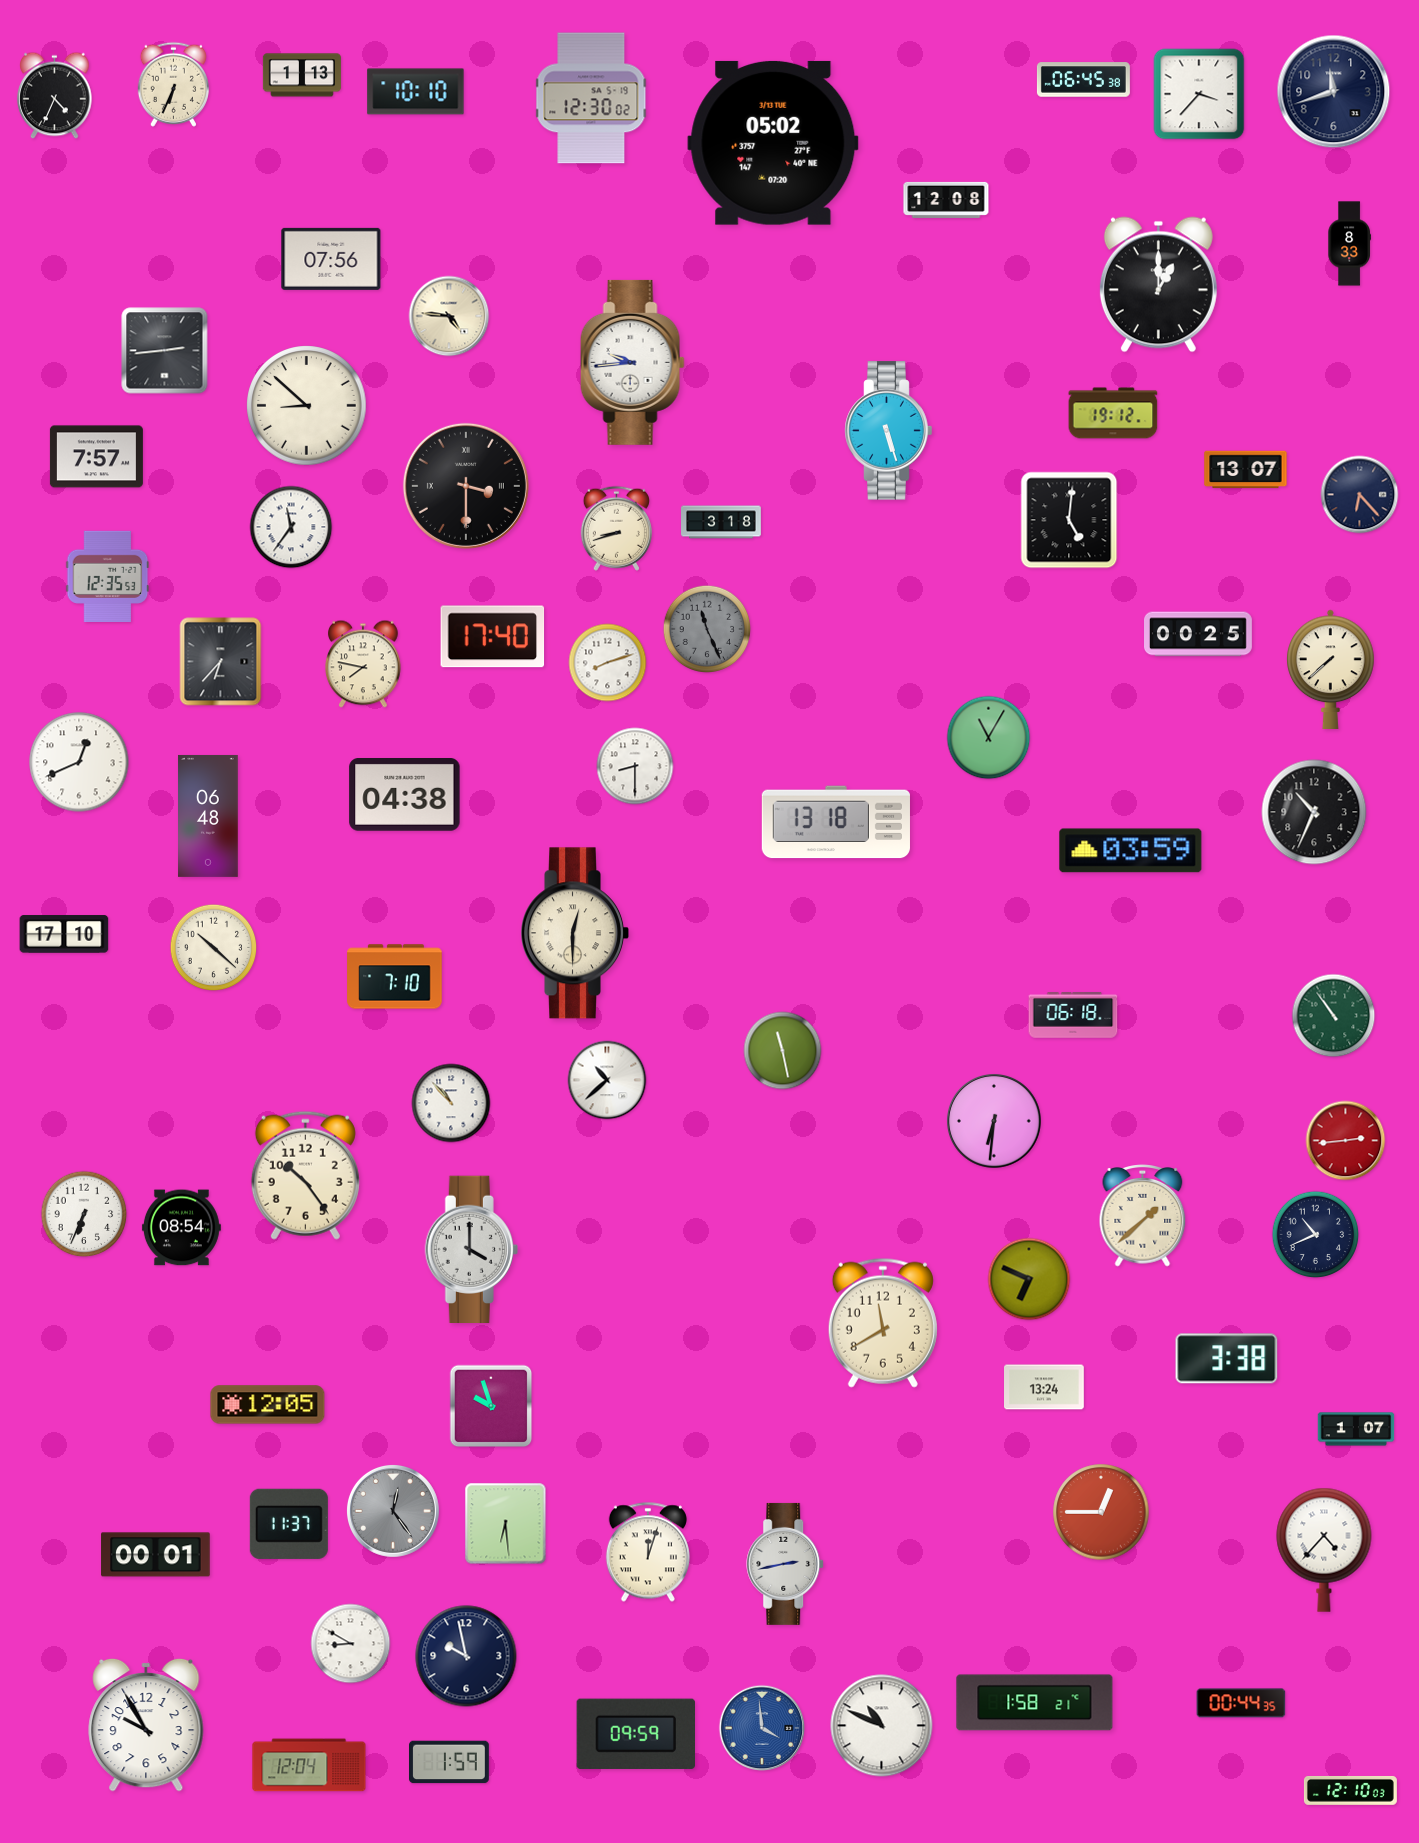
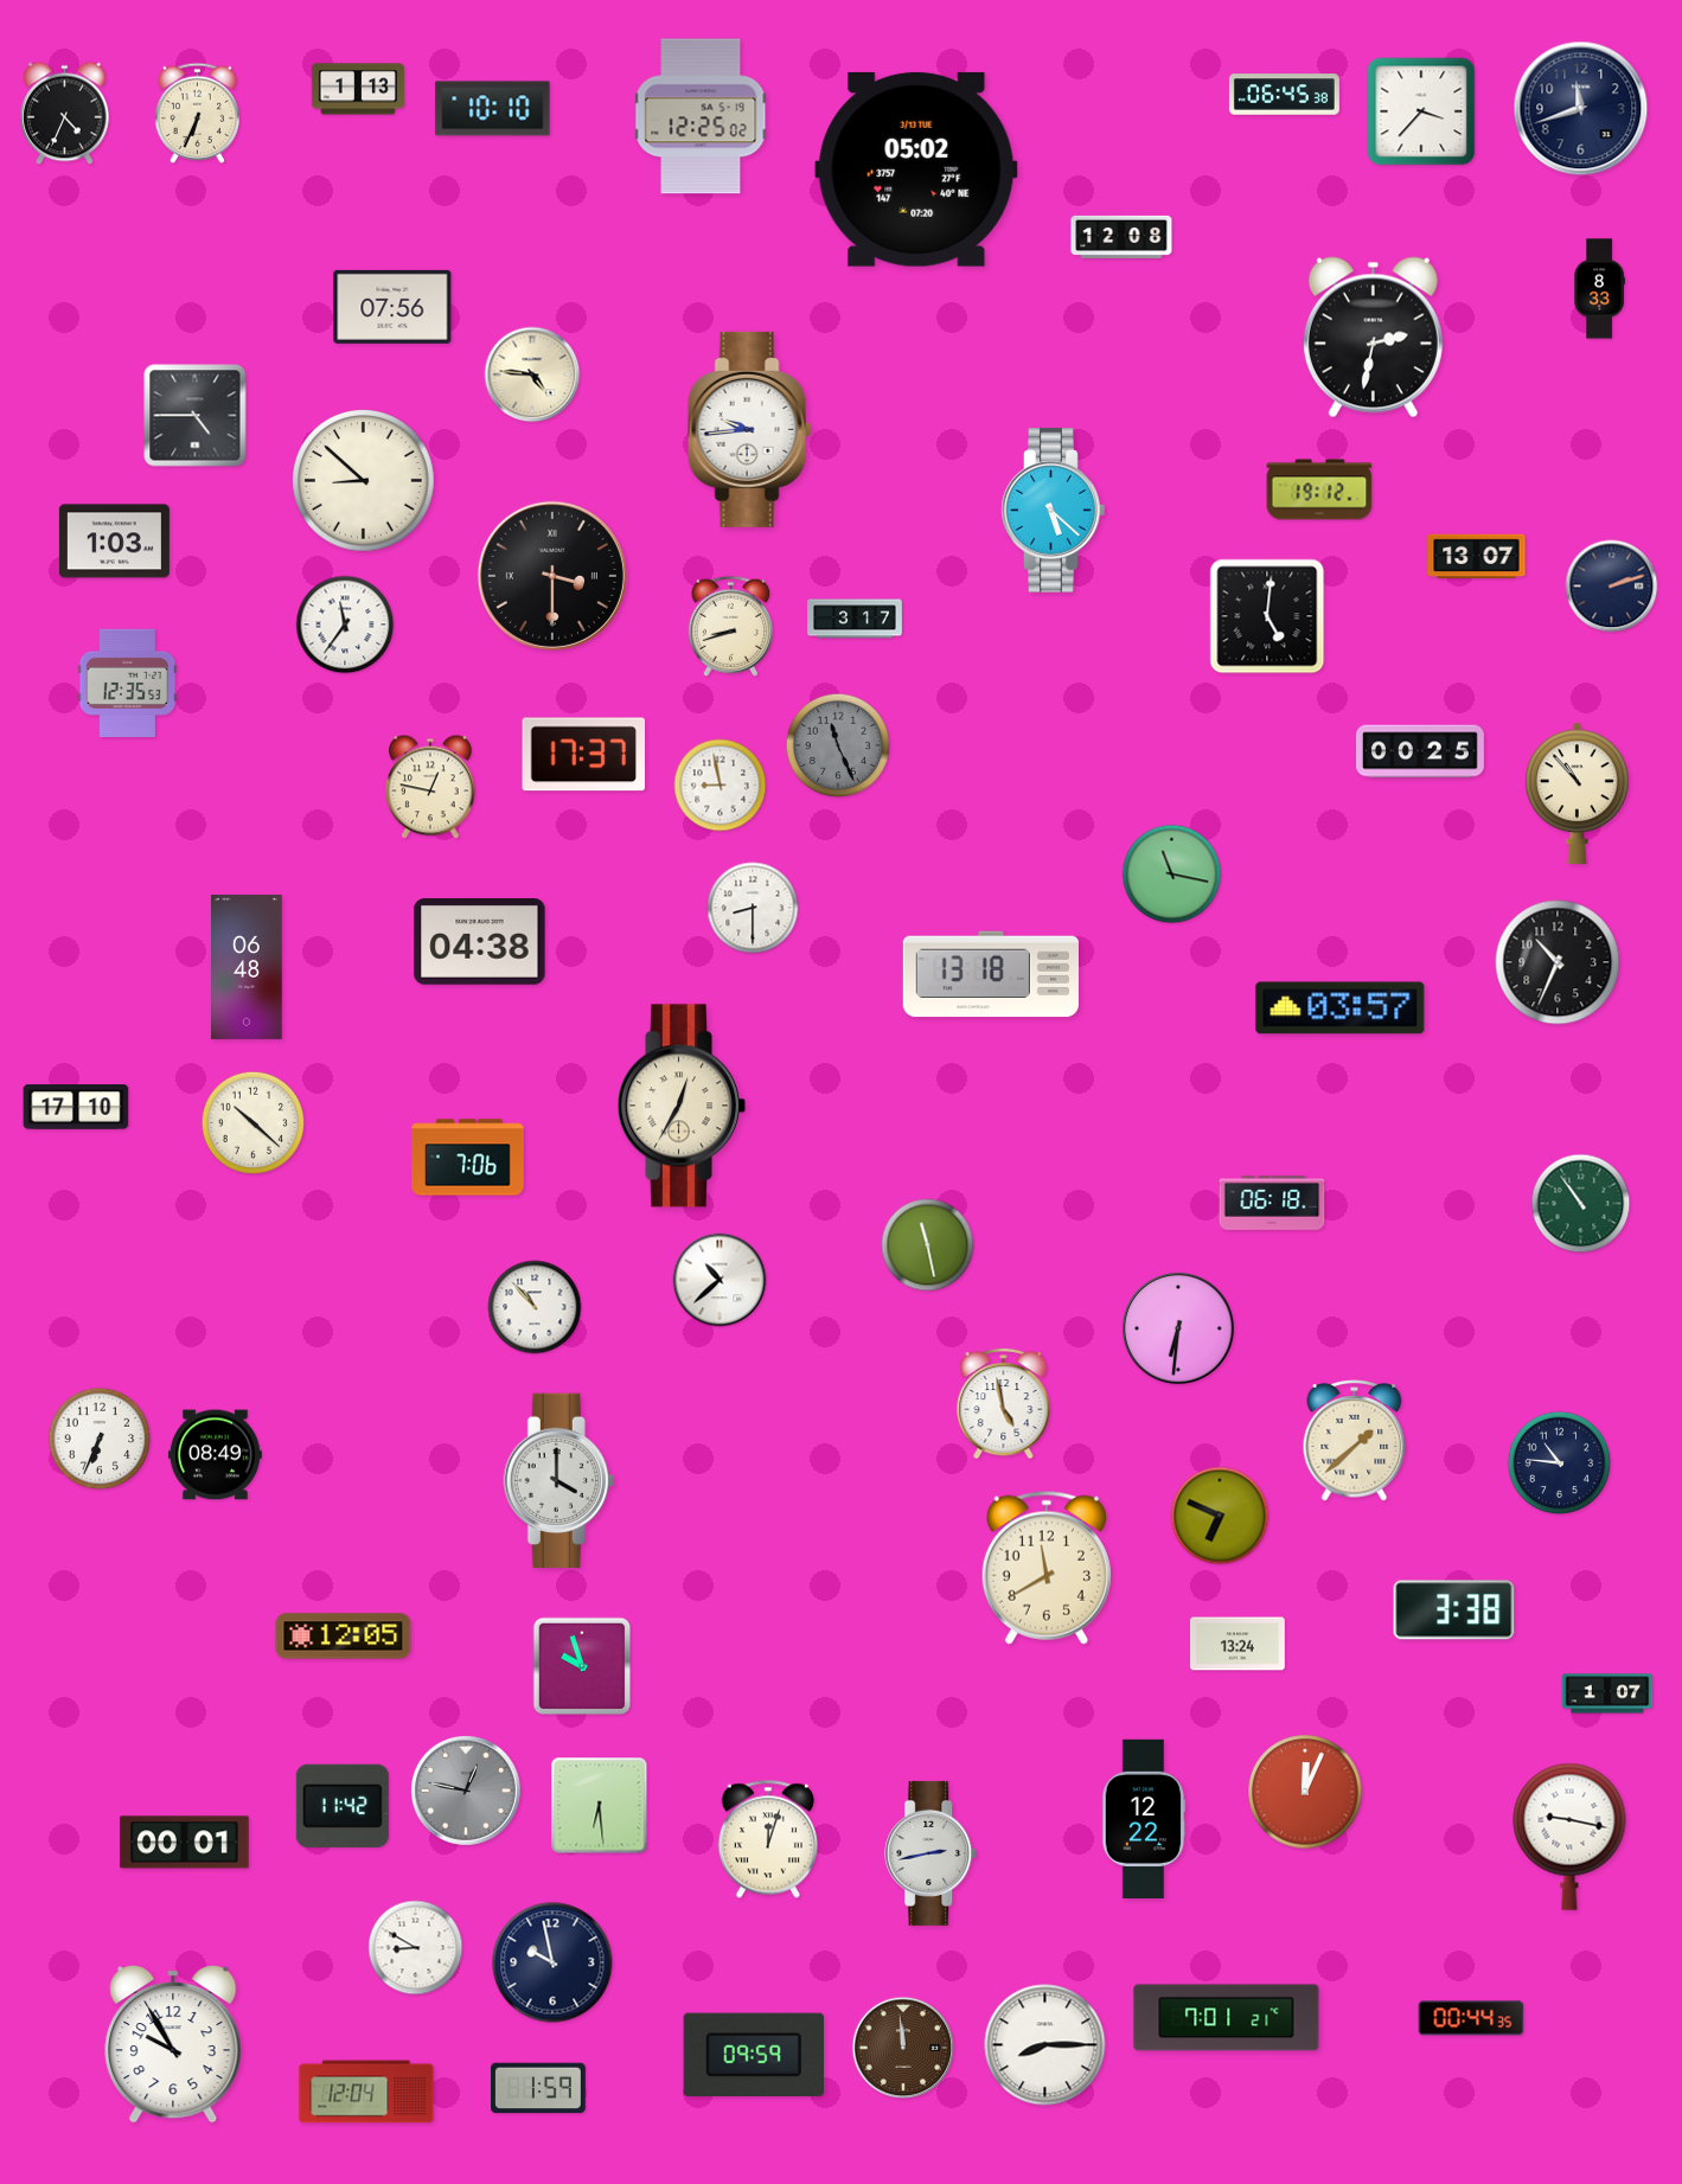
clock at (173, 84) position: (173, 84) -> (197, 113)
clock at (591, 98): 12:30 -> 12:25
clock at (1158, 285): 1:00 -> 2:32
clock at (165, 351): 2:44 -> 4:45
clock at (889, 431): 5:27 -> 5:22
clock at (96, 457): 7:57 -> 1:03
clock at (1360, 495): 6:23 -> 2:12
clock at (721, 522): 3:18 -> 3:17
clock at (493, 637): 17:40 -> 17:37
clock at (221, 662): 6:37 -> none
clock at (608, 663): 8:12 -> 8:58
clock at (364, 664): 7:47 -> 12:47
clock at (1331, 669): 7:38 -> 10:53
clock at (989, 738): 11:05 -> 11:17
clock at (79, 762): 12:41 -> none
clock at (1131, 851): 03:59 -> 03:57
clock at (575, 933): 12:30 -> 12:35
clock at (395, 977): 7:10 -> 7:06
clock at (1346, 1141): 2:44 -> none
clock at (305, 1175): 10:24 -> none
clock at (1004, 1403): none -> 4:58
clock at (181, 1228): 08:54 -> 08:49
clock at (1316, 1235): 10:41 -> 10:46
clock at (268, 1405) position: (268, 1405) -> (344, 1637)
clock at (393, 1511): 12:24 -> 12:47
clock at (1101, 1512): 12:45 -> 12:04
clock at (289, 1524): 11:37 -> 11:42
clock at (1144, 1819): none -> 12:22
clock at (1324, 1550): 4:37 -> 9:17
clock at (1035, 1703): 1:58 -> 7:01
clock at (882, 1726): 10:49 -> 8:15
clock at (762, 1728): 3:59 -> 11:59
clock at (762, 1728) dial: blue -> brown
clock at (450, 1762) position: (450, 1762) -> (539, 2088)
clock at (1350, 1790): 12:10 -> none
